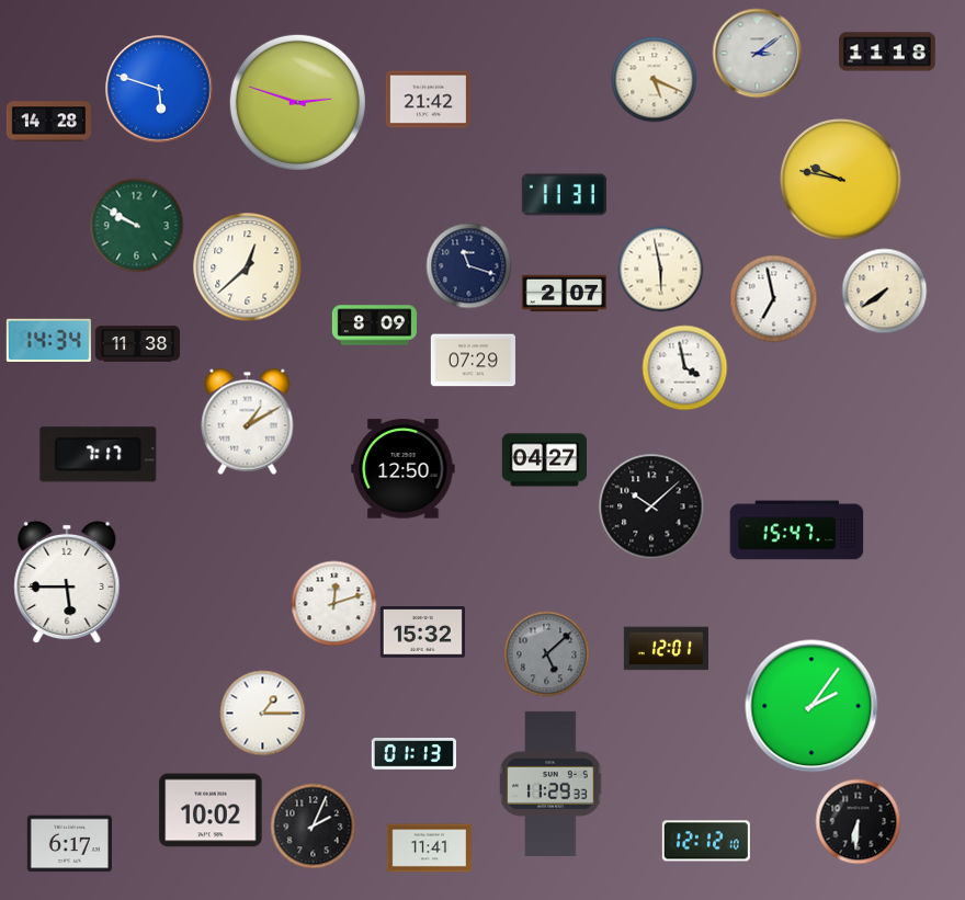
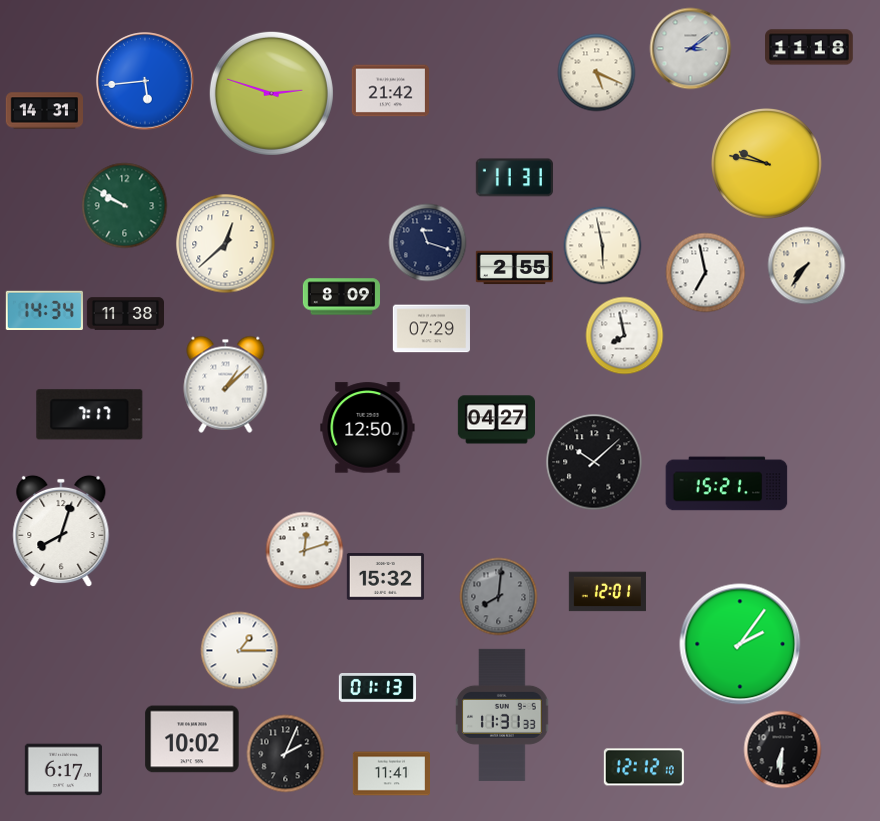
clock at (159, 89): 5:48 -> 5:44
clock at (48, 122): 14:28 -> 14:31
clock at (884, 290): 7:39 -> 7:36
clock at (564, 294): 2:07 -> 2:55
clock at (684, 367): 3:58 -> 7:58
clock at (248, 421): 1:10 -> 1:08
clock at (797, 531): 15:47 -> 15:21
clock at (67, 582): 5:45 -> 8:03
clock at (546, 653): 5:08 -> 8:01
clock at (550, 784): 11:29 -> 11:31
